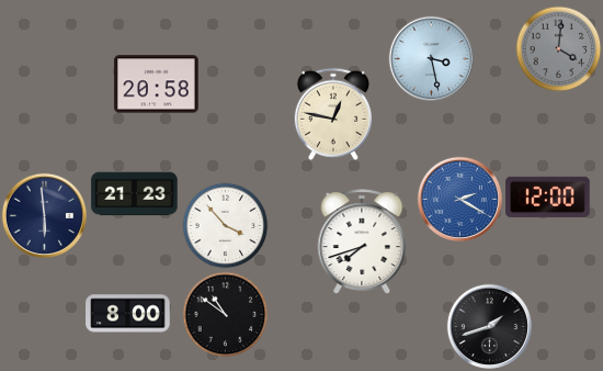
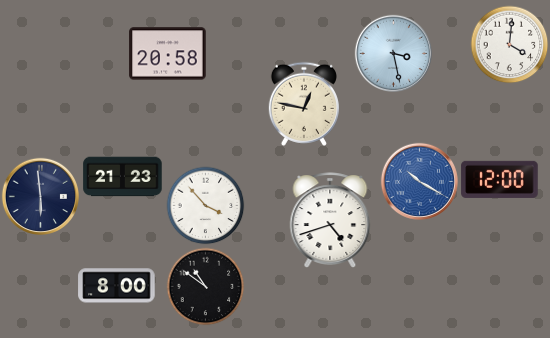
clock at (558, 48) dial: grey -> white
clock at (157, 85) position: (157, 85) -> (168, 54)
clock at (459, 199): 2:20 -> 10:20
clock at (362, 241): 7:42 -> 4:42
clock at (489, 326): 1:42 -> none
